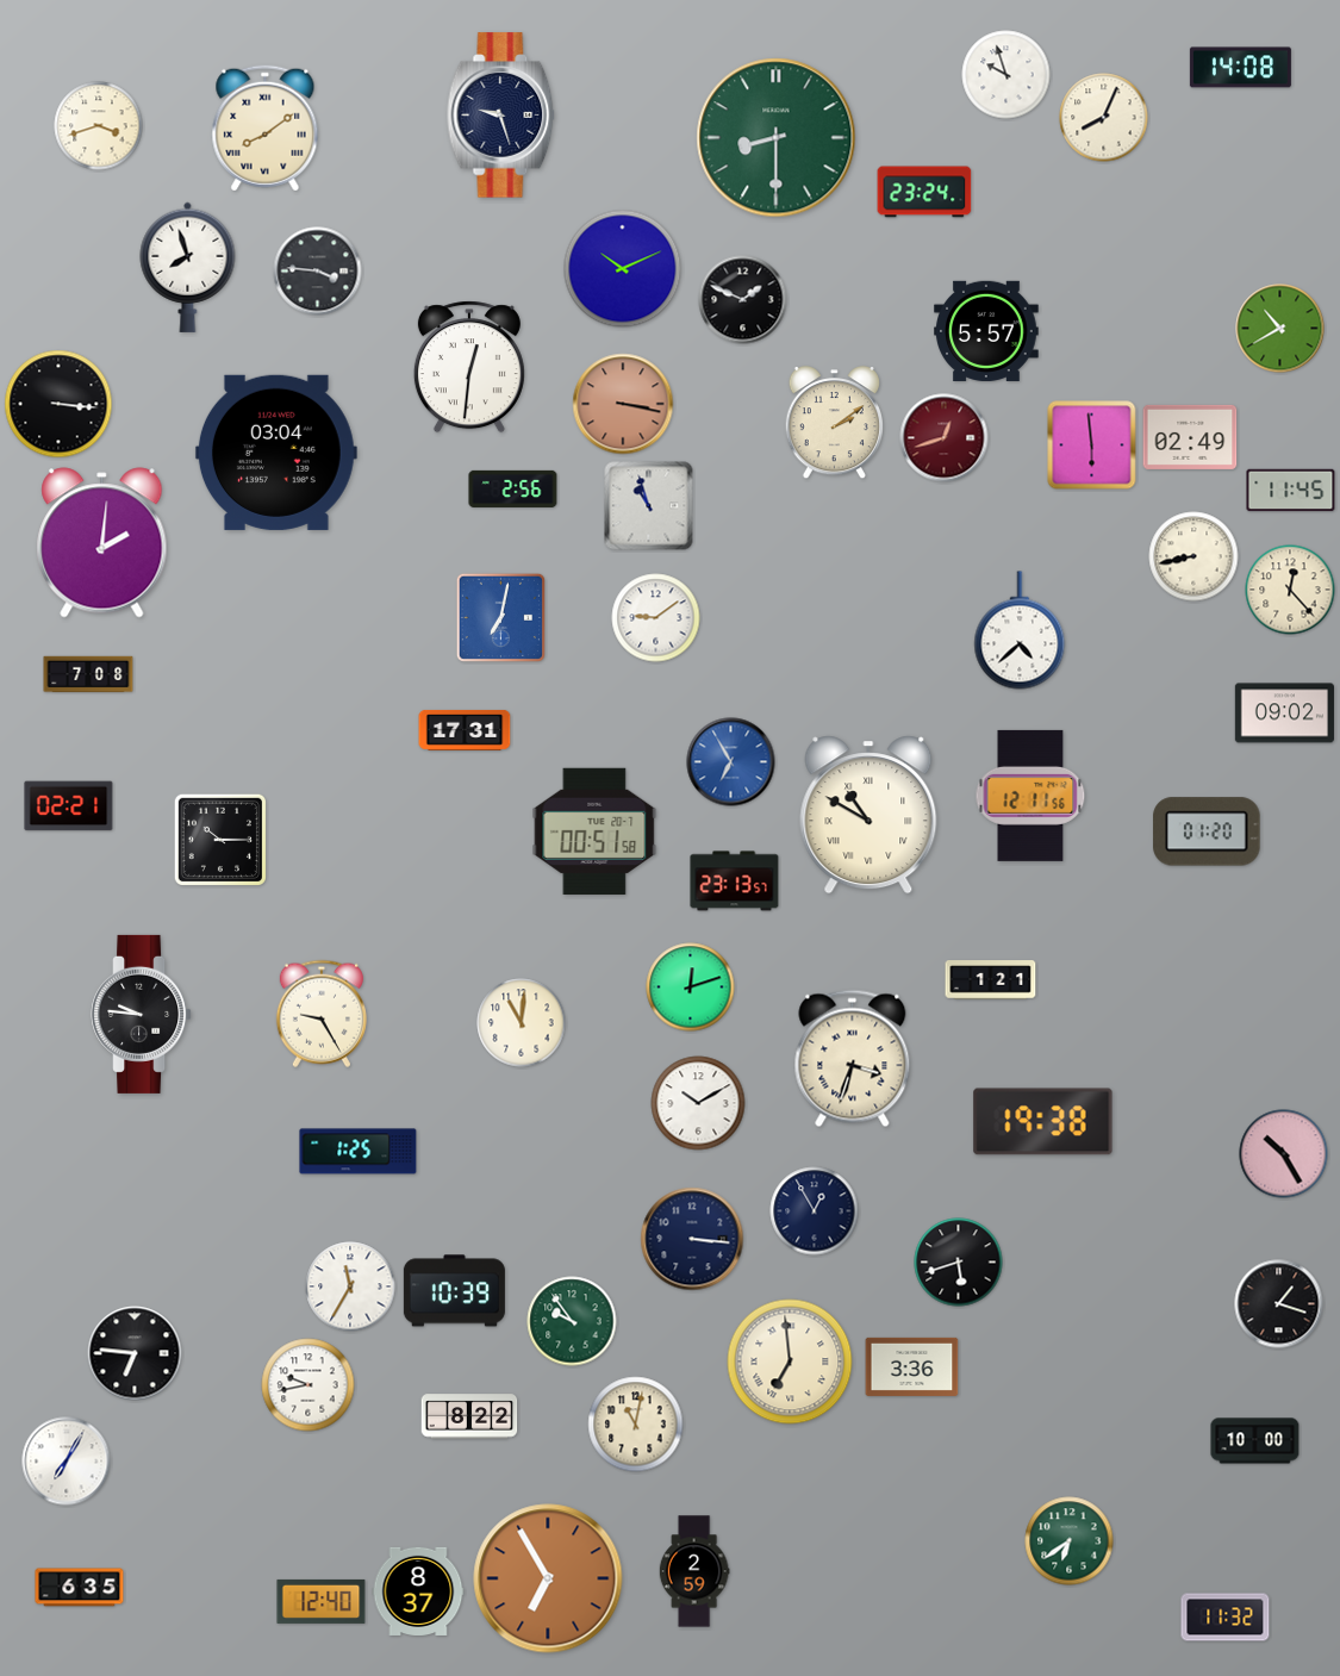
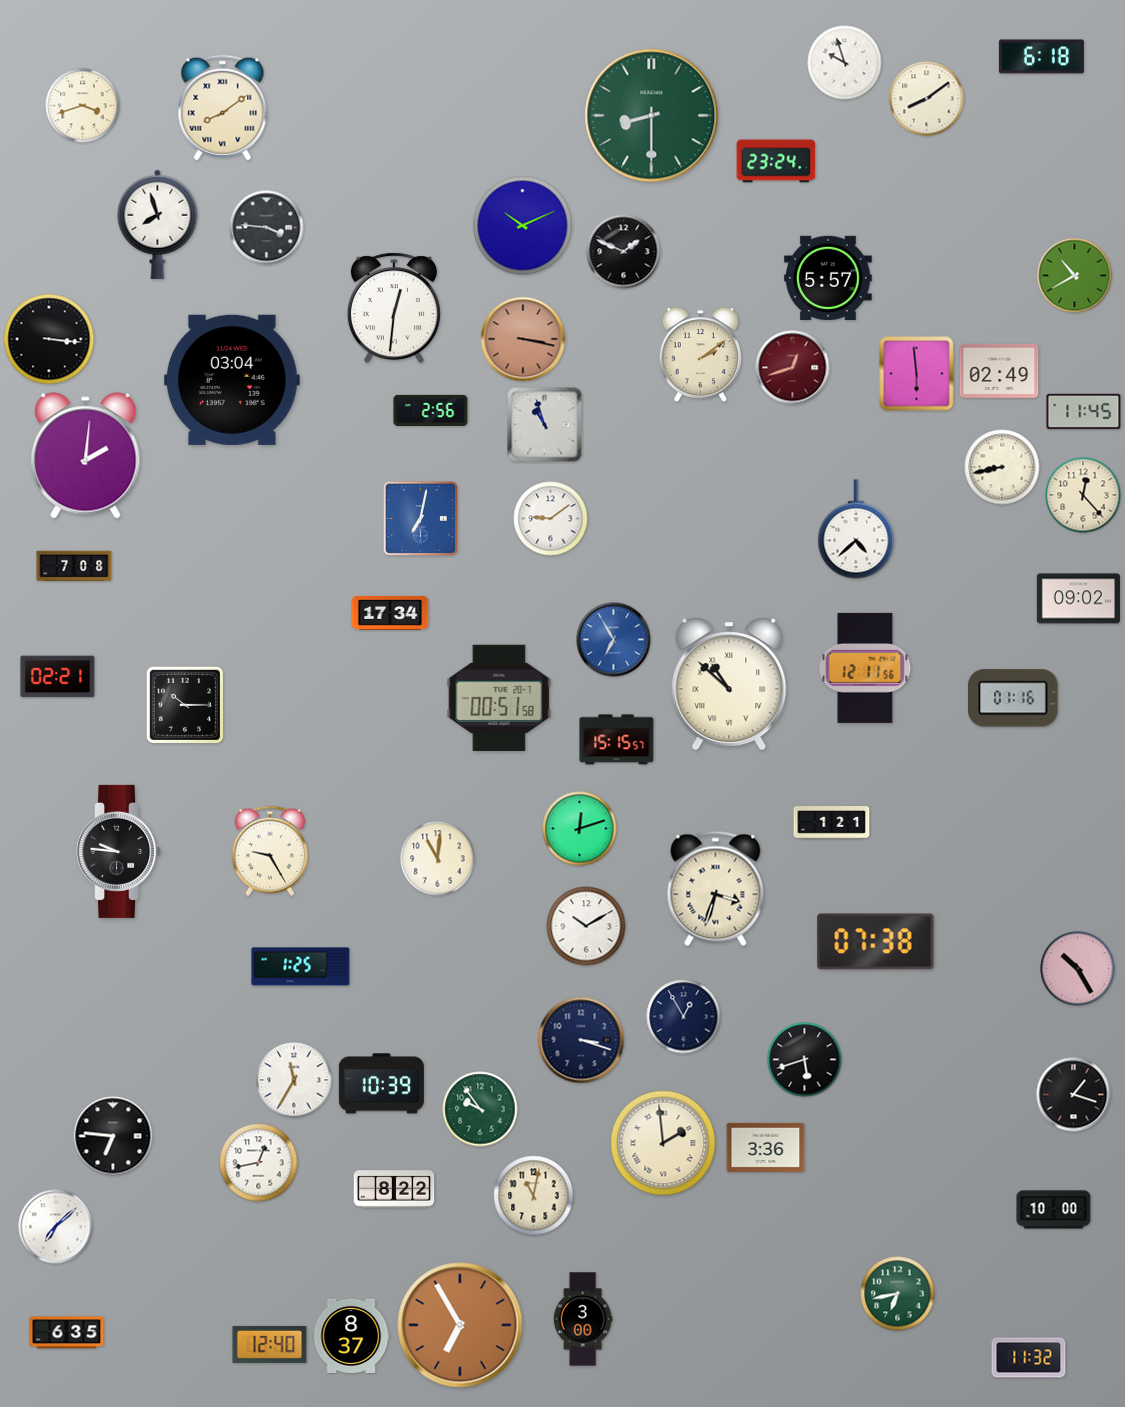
clock at (1240, 68): 14:08 -> 6:18
clock at (501, 116): 9:27 -> none
clock at (1104, 118): 8:04 -> 8:09
clock at (1190, 437) position: (1190, 437) -> (999, 371)
clock at (465, 730): 17:31 -> 17:34
clock at (868, 815): 10:50 -> 10:52
clock at (1207, 831): 01:20 -> 01:16
clock at (735, 881): 23:13 -> 15:15
clock at (1043, 1122): 19:38 -> 07:38
clock at (692, 1239): 3:16 -> 3:18
clock at (790, 1362): 6:59 -> 1:59
clock at (308, 1385): 9:43 -> 12:43
clock at (67, 1462): 7:05 -> 7:08
clock at (1070, 1541): 6:39 -> 6:43
clock at (694, 1571): 2:59 -> 3:00
